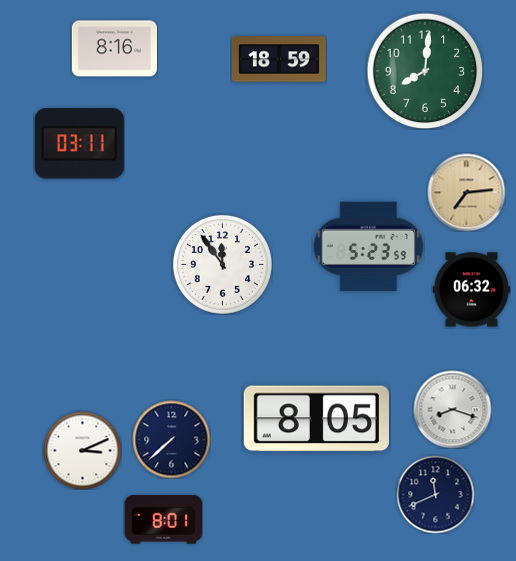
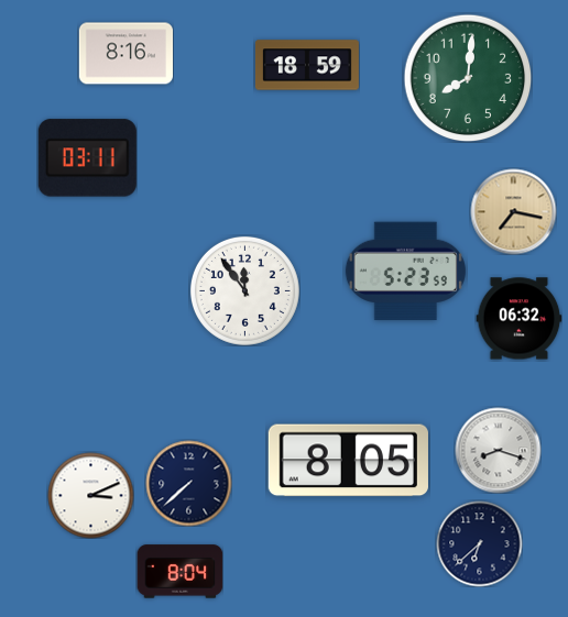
clock at (466, 192): 7:14 -> 7:17
clock at (435, 494): 11:41 -> 6:38
clock at (163, 520): 8:01 -> 8:04
